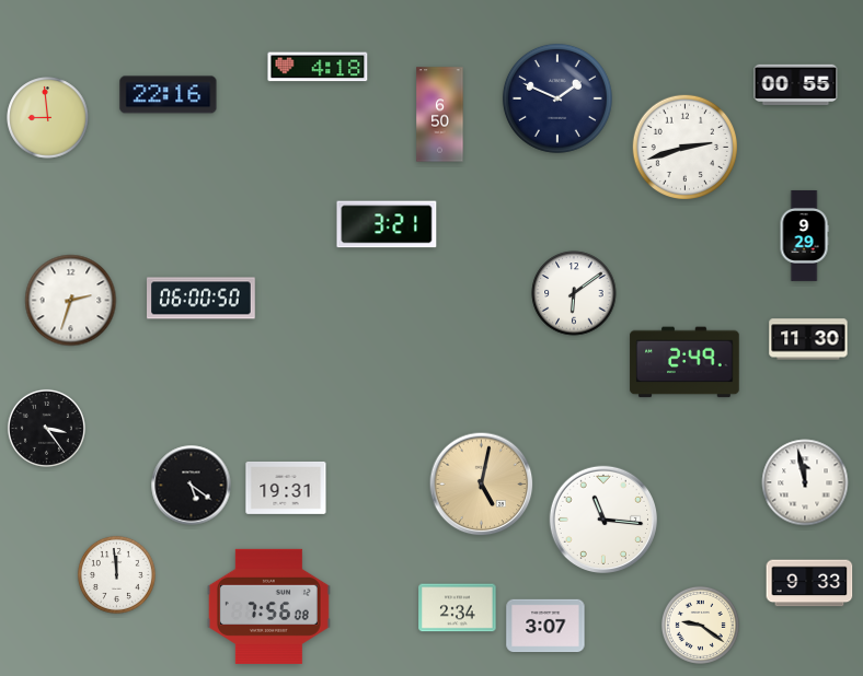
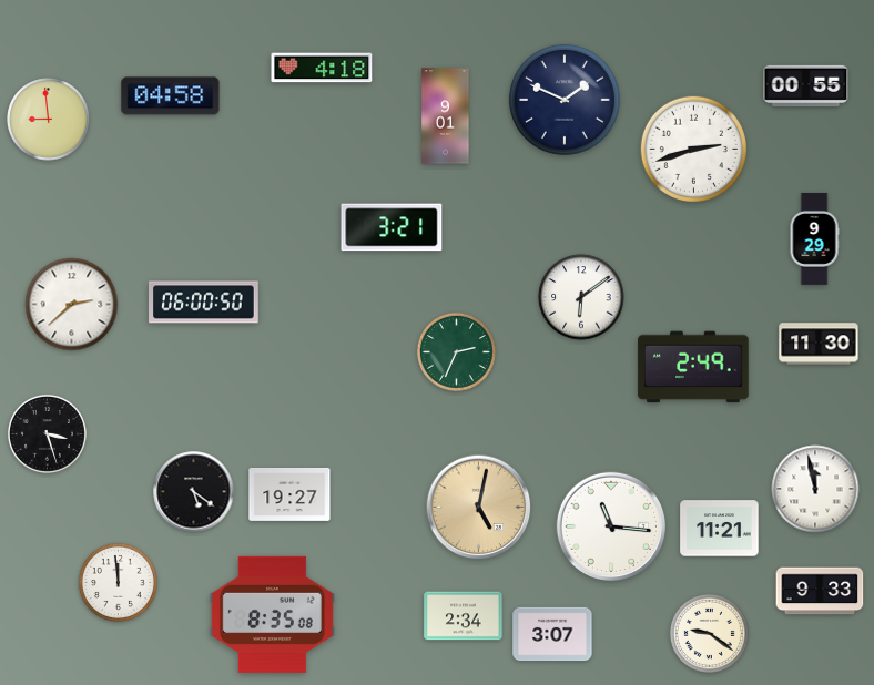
clock at (169, 95): 22:16 -> 04:58
clock at (440, 115): 6:50 -> 9:01
clock at (71, 301): 2:33 -> 2:38
clock at (456, 351): none -> 2:34
clock at (46, 428): 3:24 -> 3:27
clock at (482, 485) position: (482, 485) -> (479, 508)
clock at (286, 488): 19:31 -> 19:27
clock at (720, 529): none -> 11:21
clock at (268, 606): 7:56 -> 8:35
